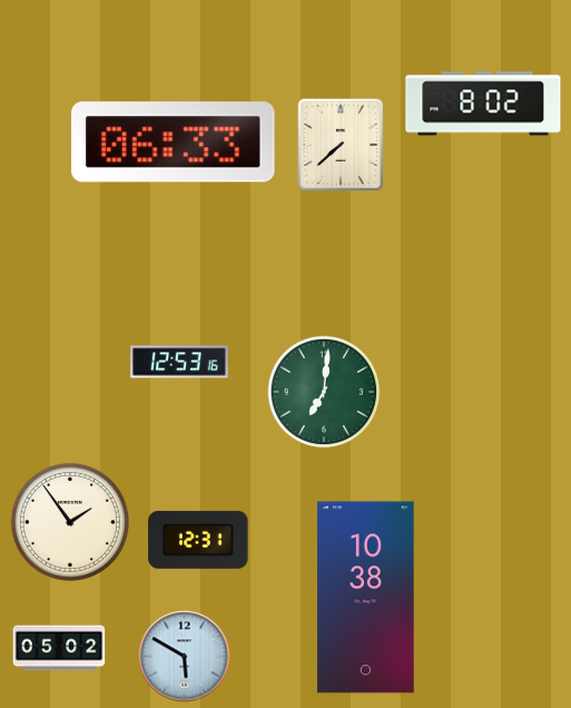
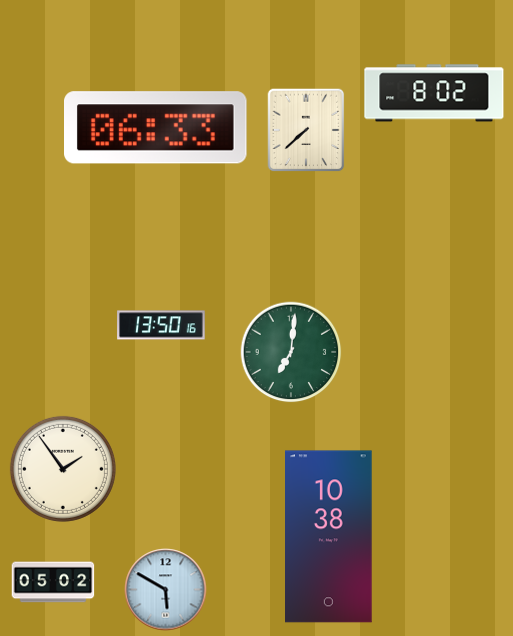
clock at (179, 362): 12:53 -> 13:50
clock at (198, 540): 12:31 -> none
